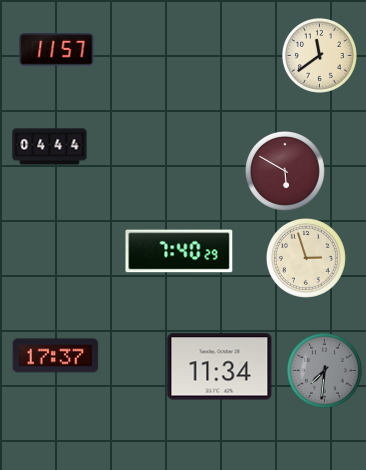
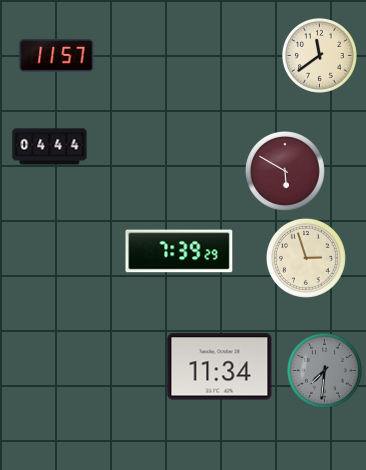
clock at (57, 50) position: (57, 50) -> (57, 56)
clock at (179, 251): 7:40 -> 7:39
clock at (56, 356): 17:37 -> none
